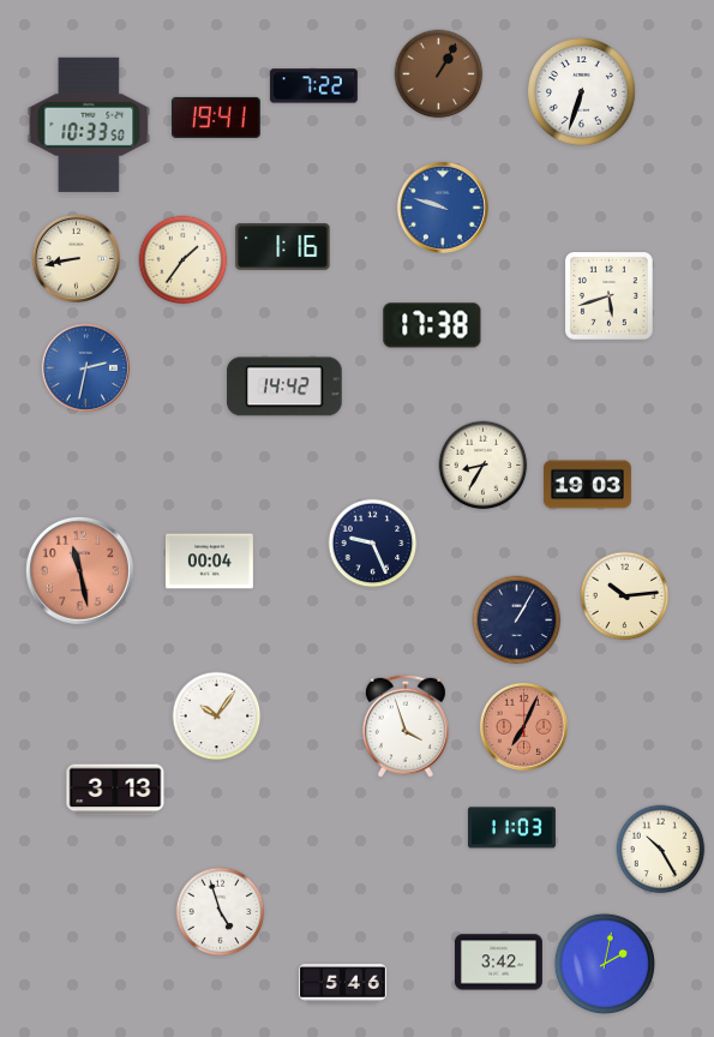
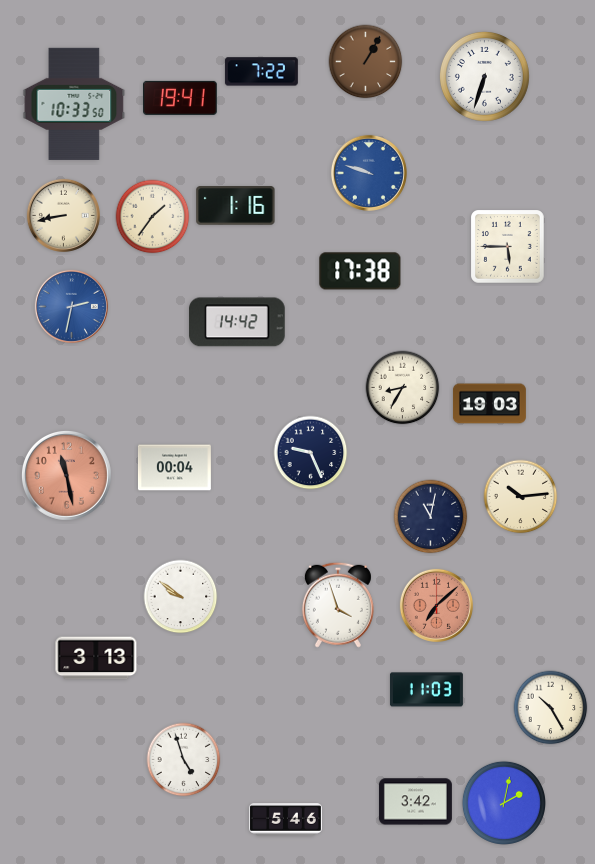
clock at (610, 296): 5:42 -> 5:45
clock at (517, 621): 1:05 -> 11:02
clock at (217, 717): 10:06 -> 9:51
clock at (523, 726): 7:04 -> 7:08
